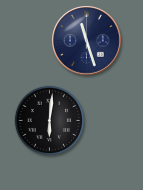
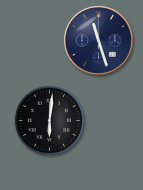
clock at (87, 41) position: (87, 41) -> (99, 41)
